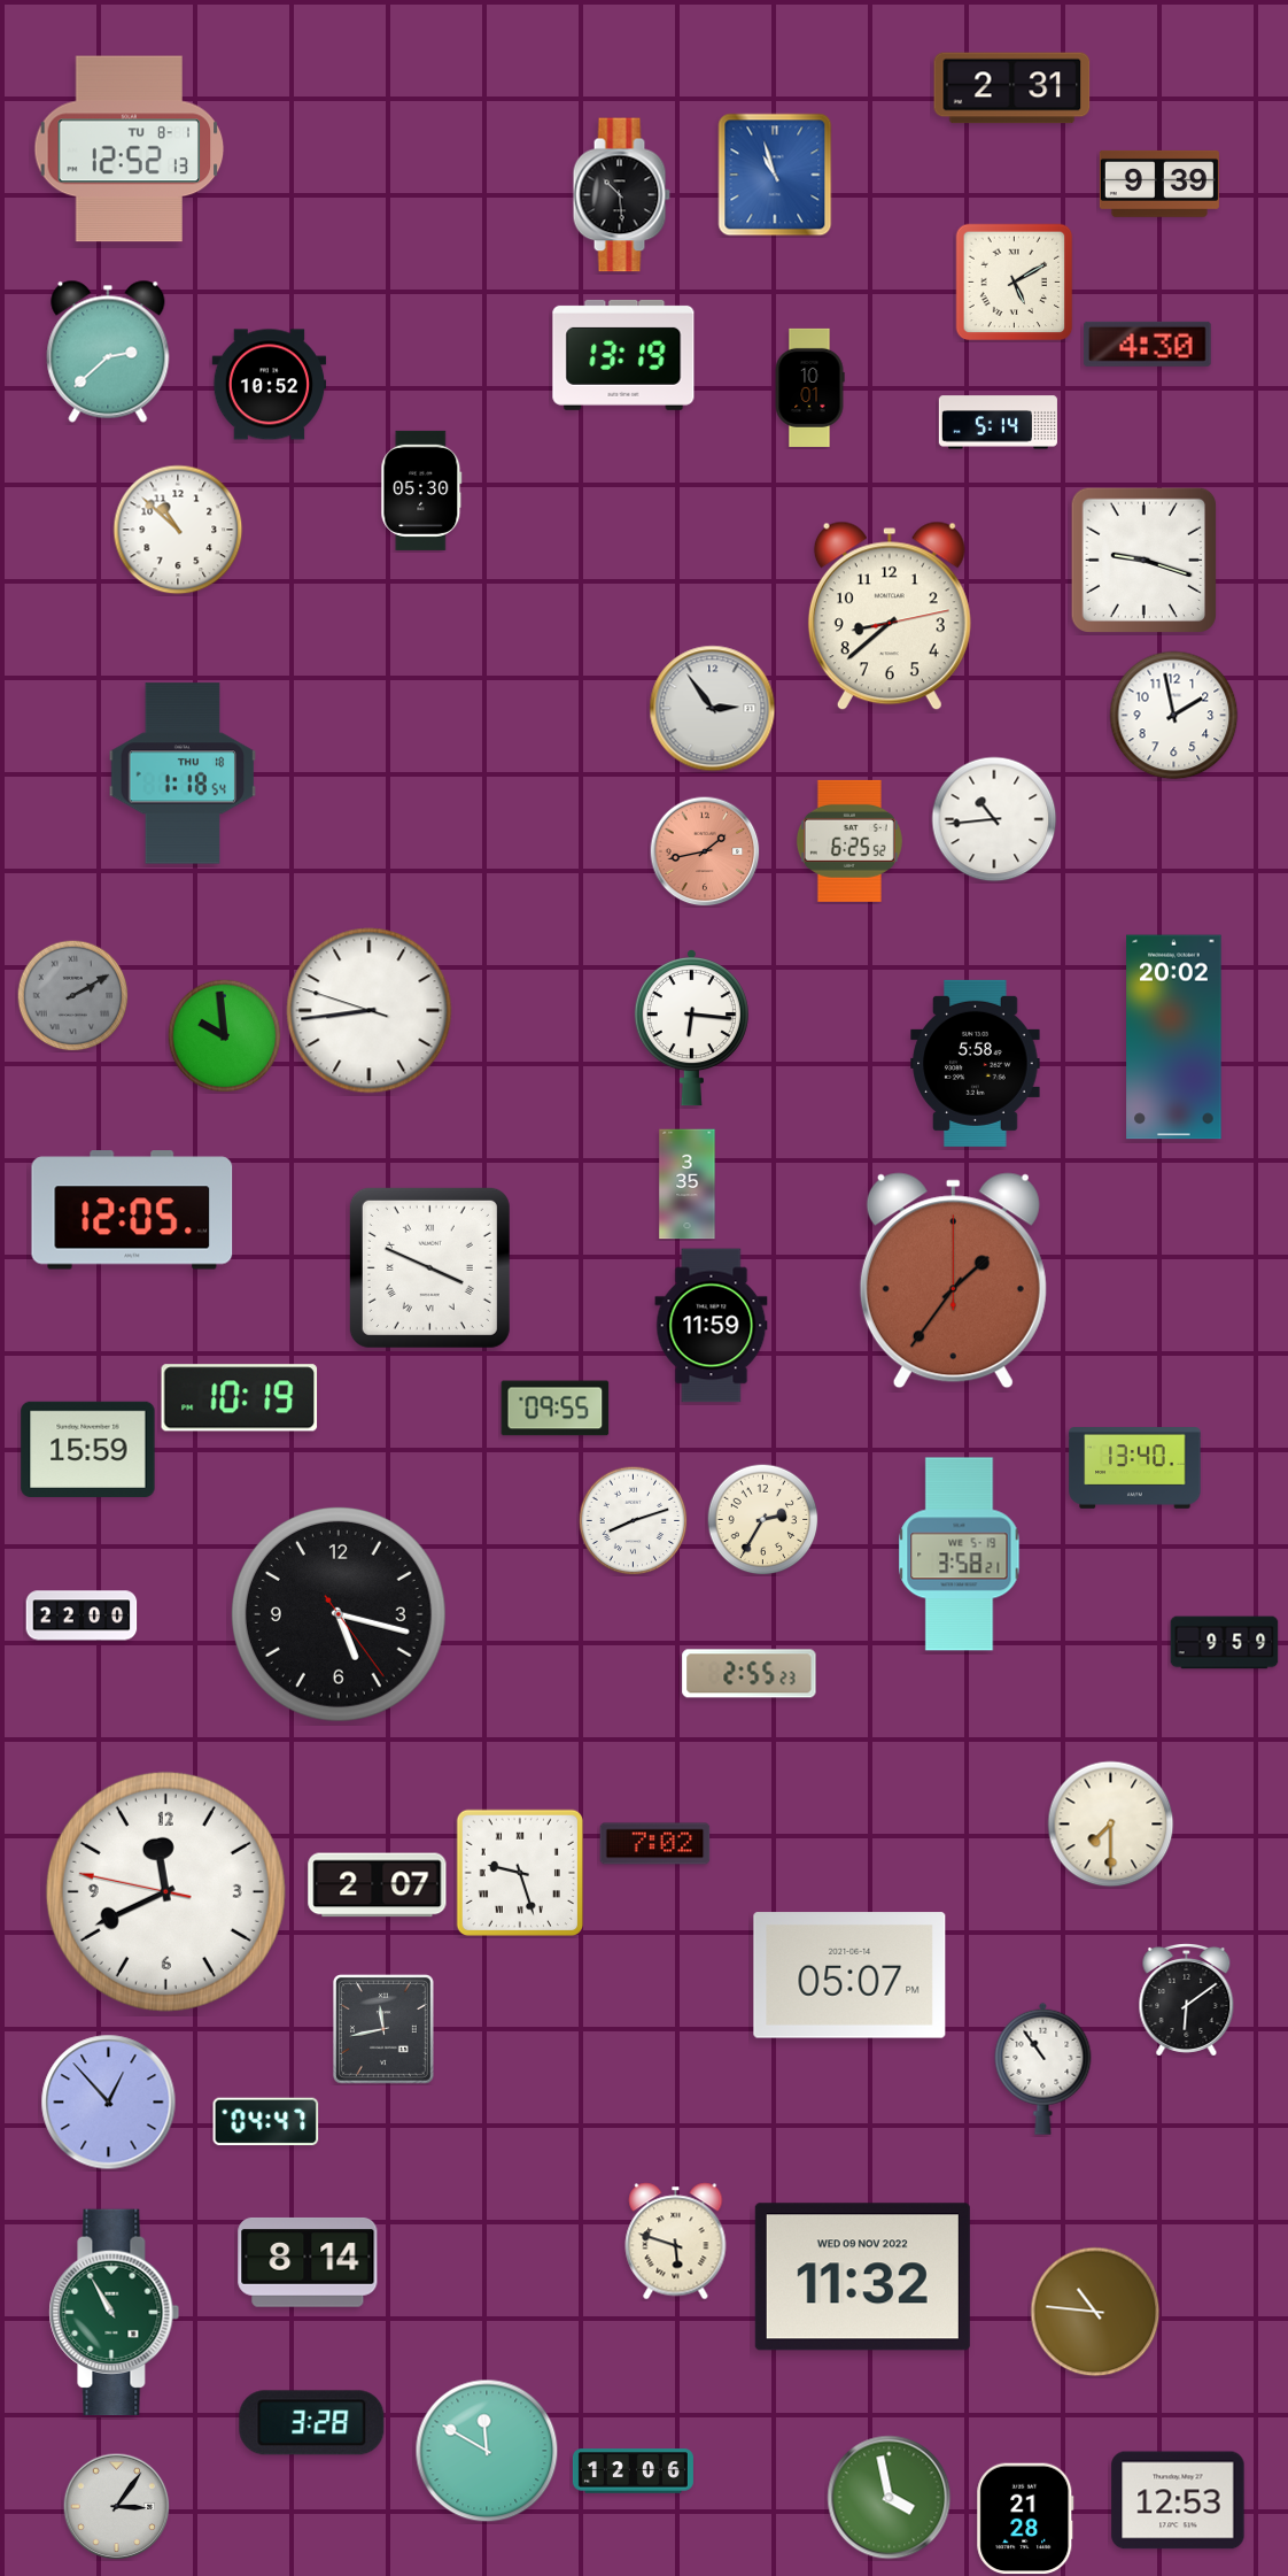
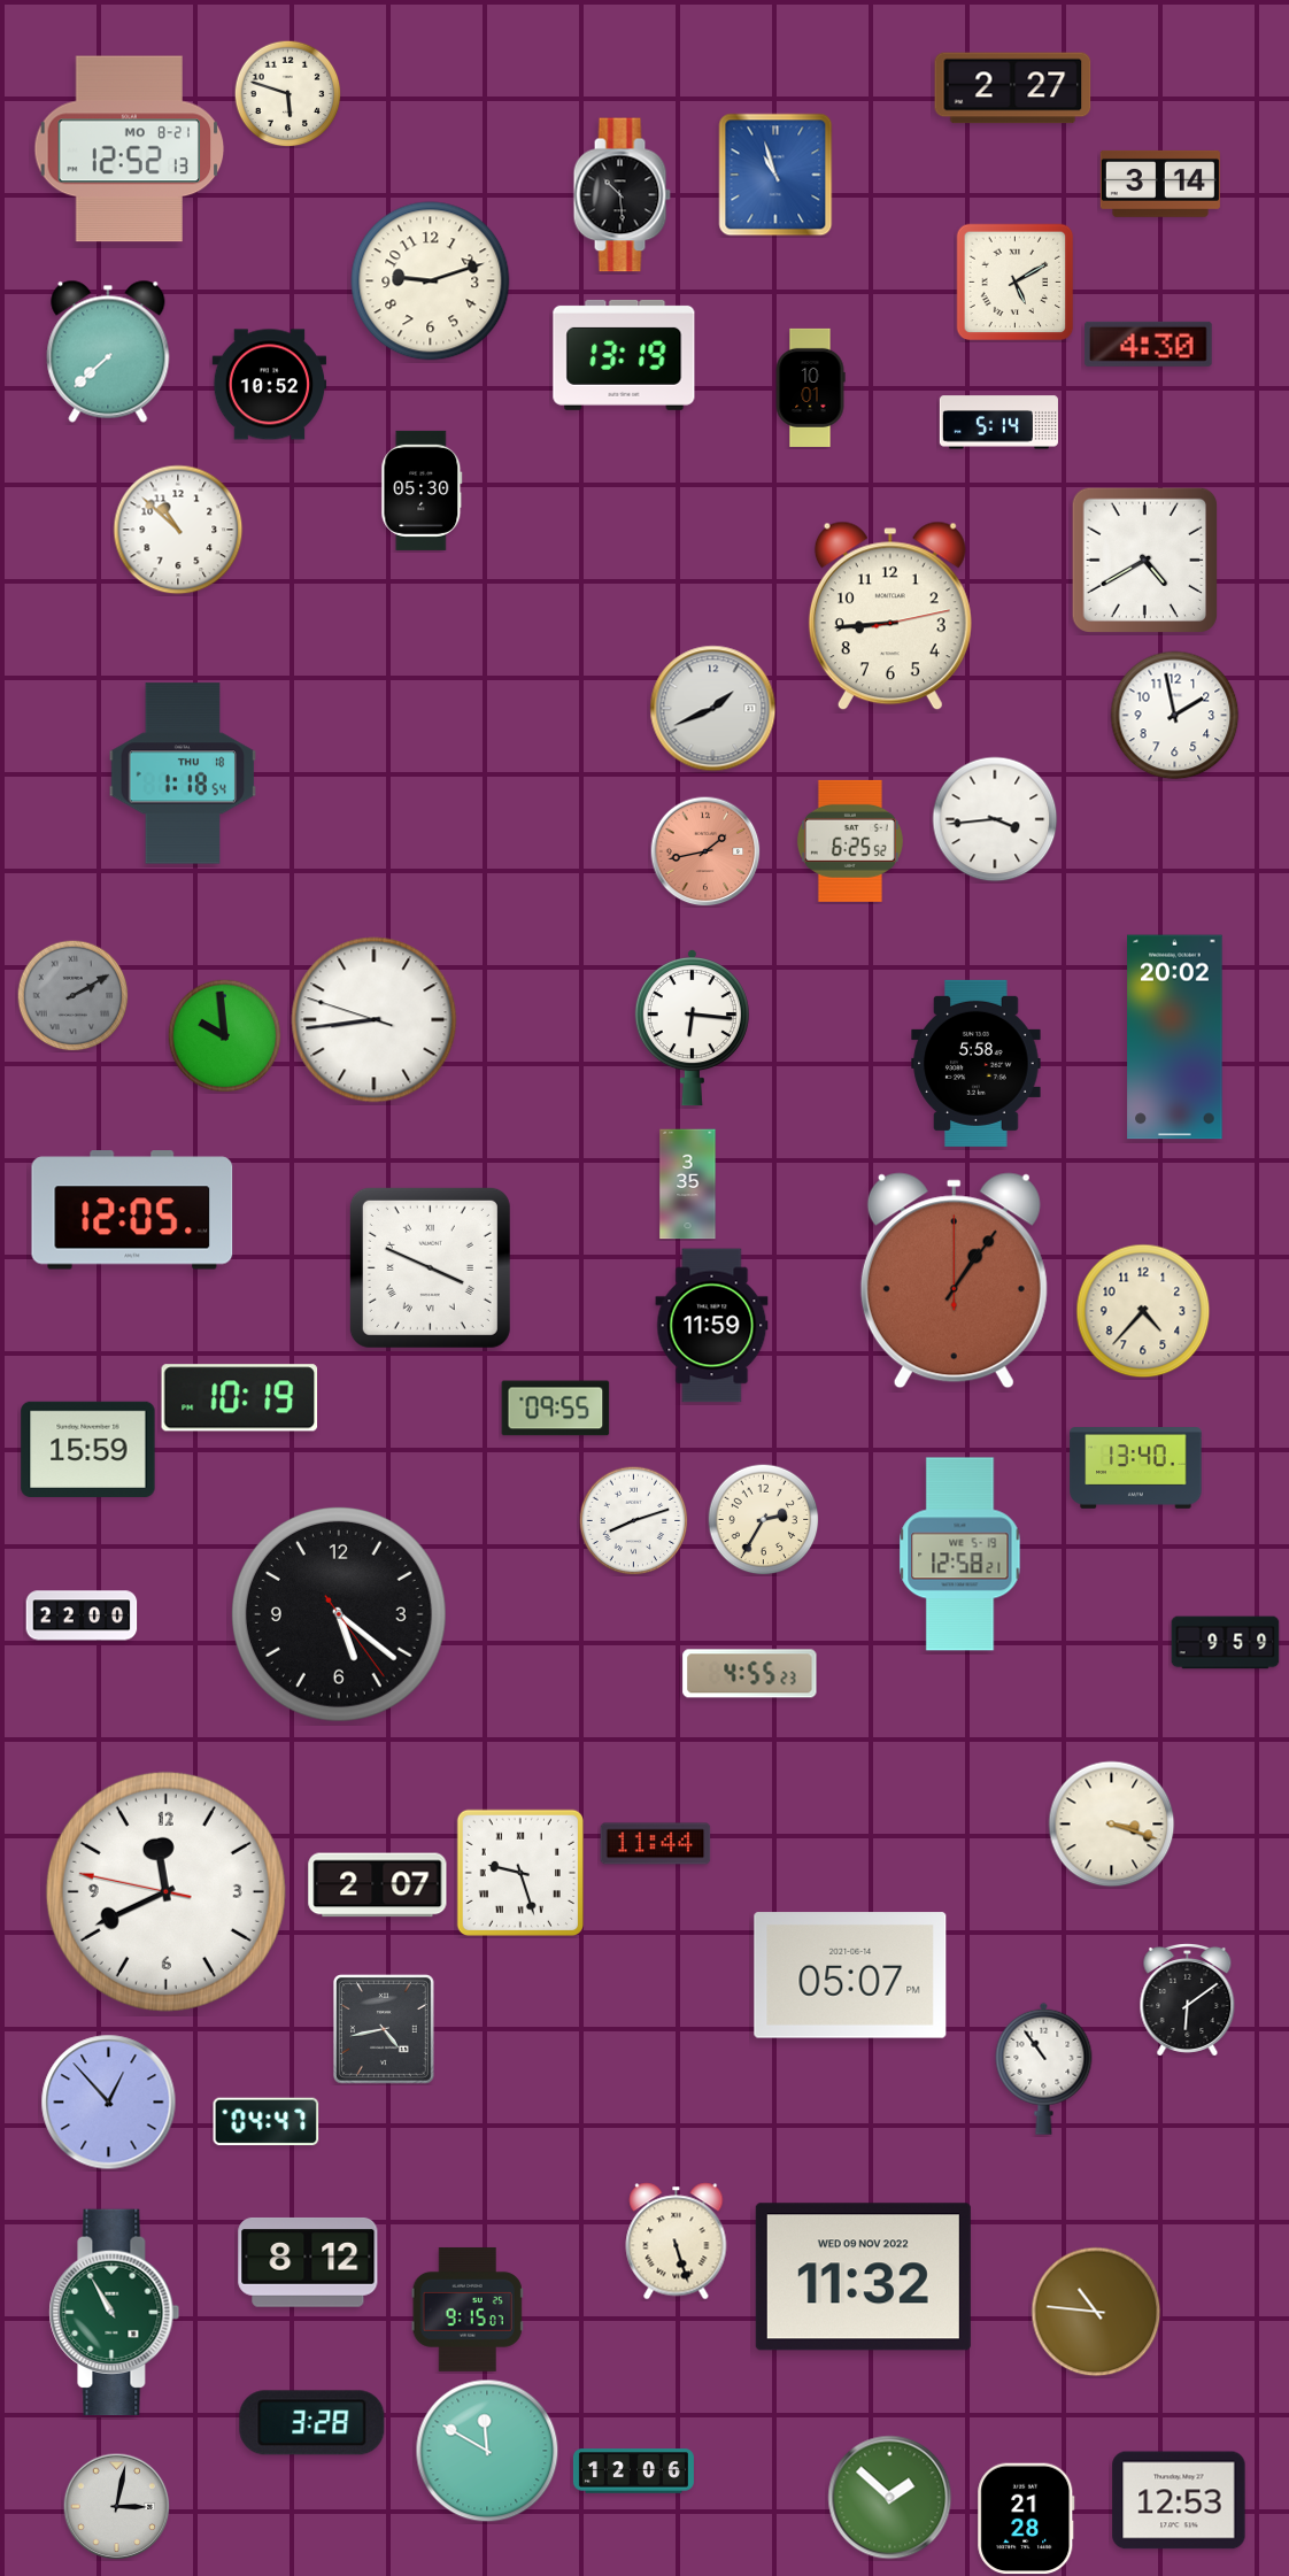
clock at (1012, 88): 2:31 -> 2:27
clock at (287, 93): none -> 5:48
clock at (130, 149) date: TU 8-1 -> MO 8-21
clock at (1159, 184): 9:39 -> 3:14
clock at (431, 281): none -> 9:12
clock at (108, 352): 2:38 -> 7:38
clock at (1143, 560): 9:18 -> 4:40
clock at (890, 616): 8:38 -> 8:44
clock at (713, 709): 2:54 -> 1:41
clock at (994, 819): 10:44 -> 3:44
clock at (370, 1011) position: (370, 1011) -> (375, 1020)
clock at (953, 1281): 1:36 -> 1:06
clock at (1143, 1311): none -> 4:37
clock at (960, 1555): 3:58 -> 12:58
clock at (339, 1614): 5:17 -> 5:21
clock at (750, 1674): 2:55 -> 4:55
clock at (1111, 1825): 7:30 -> 3:18
clock at (655, 1844): 7:02 -> 11:44
clock at (383, 2030): 11:43 -> 4:43
clock at (676, 2242): 5:48 -> 5:27
clock at (308, 2262): 8:14 -> 8:12
clock at (468, 2309): none -> 9:15
clock at (890, 2498): 3:58 -> 1:52
clock at (116, 2506): 3:06 -> 3:02
